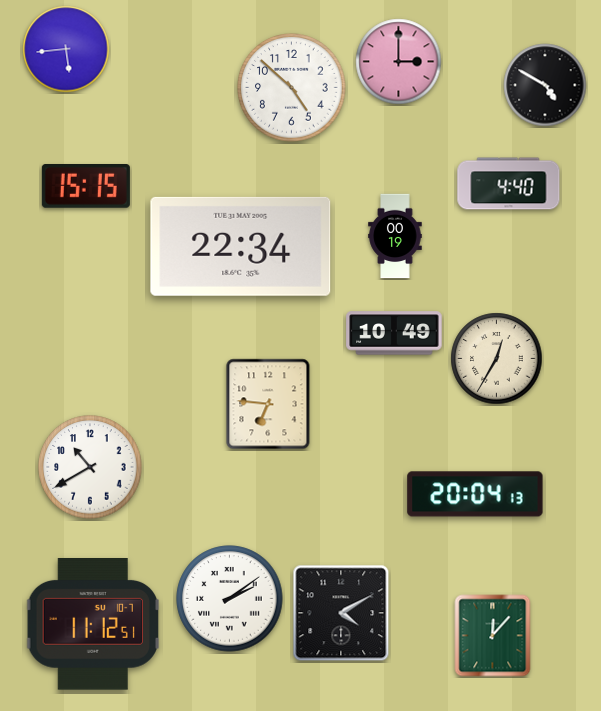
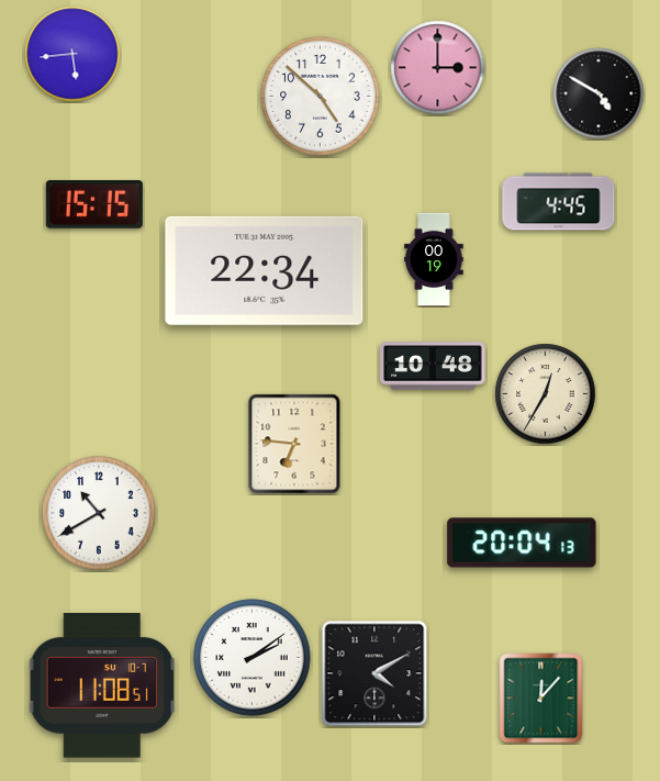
clock at (509, 184): 4:40 -> 4:45
clock at (394, 333): 10:49 -> 10:48
clock at (92, 625): 11:12 -> 11:08
